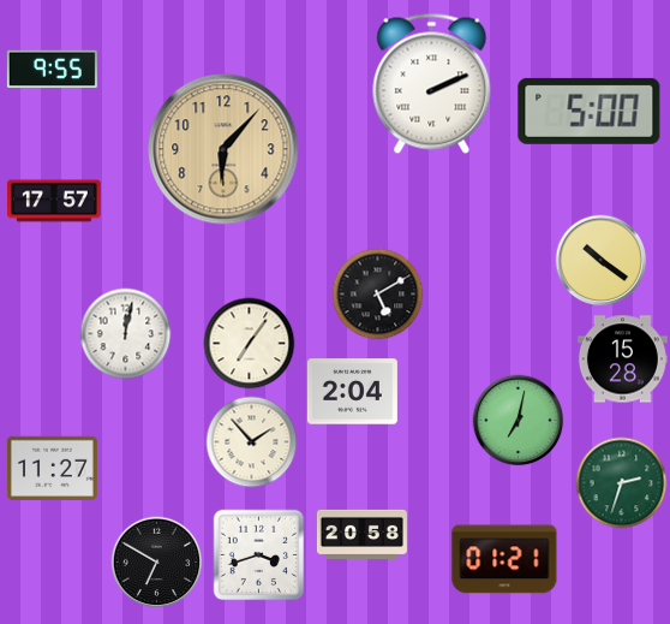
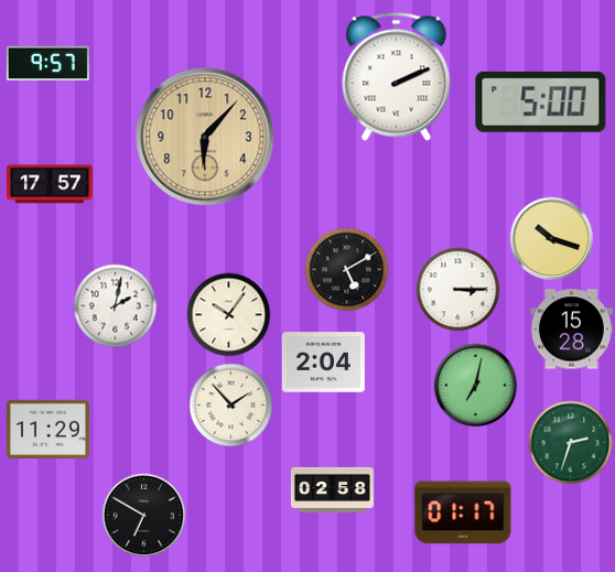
clock at (52, 70): 9:55 -> 9:57
clock at (602, 261): 10:21 -> 10:18
clock at (458, 290): none -> 3:15
clock at (126, 334): 12:02 -> 2:02
clock at (250, 344): 7:06 -> 10:06
clock at (352, 392) position: (352, 392) -> (323, 363)
clock at (52, 469): 11:27 -> 11:29
clock at (361, 534): 20:58 -> 02:58
clock at (259, 555): 3:42 -> none
clock at (504, 559): 01:21 -> 01:17
